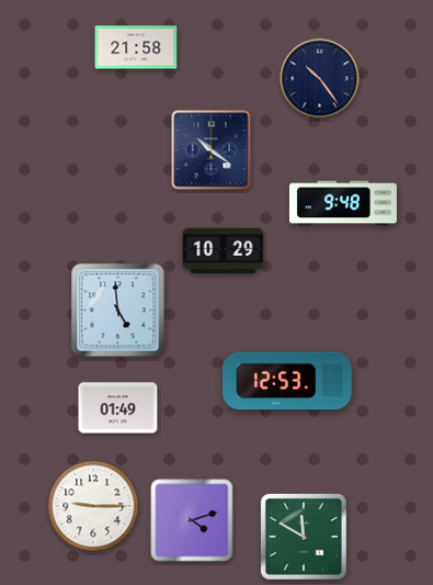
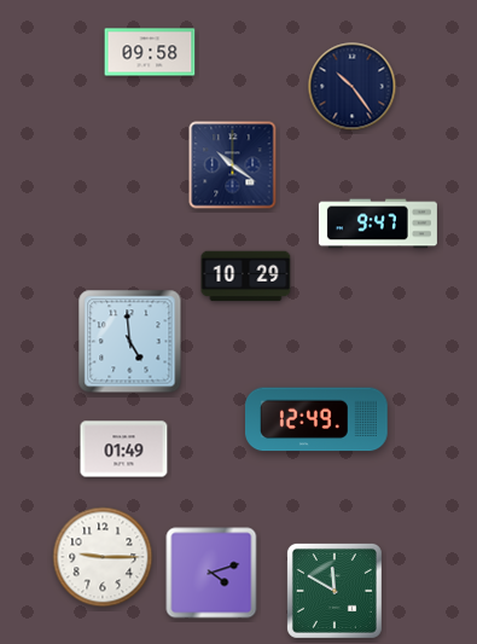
clock at (136, 47): 21:58 -> 09:58
clock at (343, 203): 9:48 -> 9:47
clock at (287, 381): 12:53 -> 12:49
clock at (118, 408) position: (118, 408) -> (124, 449)
